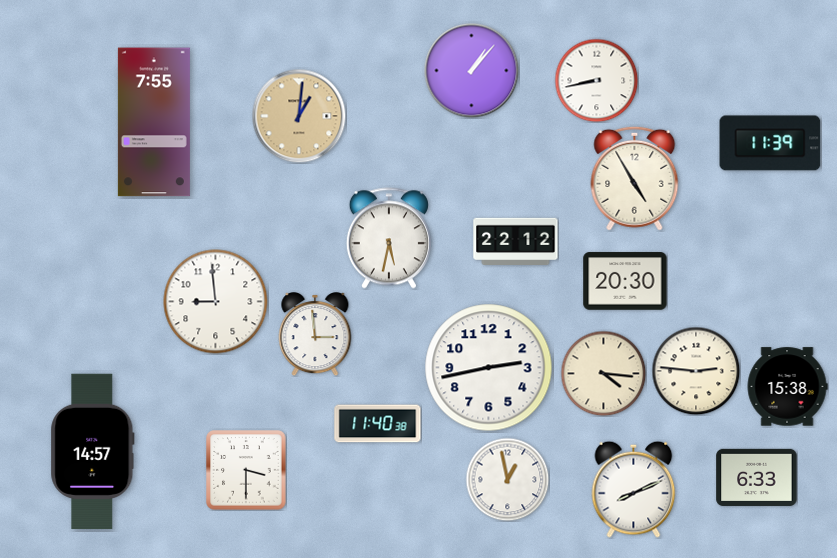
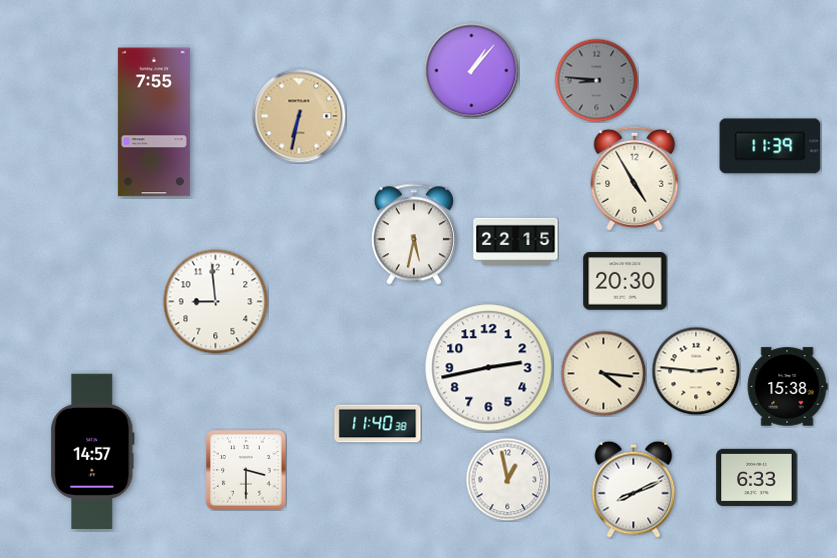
clock at (596, 80): 8:43 -> 8:46
clock at (596, 80) dial: white -> grey
clock at (299, 116): 1:01 -> 6:32
clock at (770, 143) position: (770, 143) -> (770, 146)
clock at (389, 238) position: (389, 238) -> (414, 234)
clock at (516, 242): 22:12 -> 22:15
clock at (315, 334): 2:59 -> none
